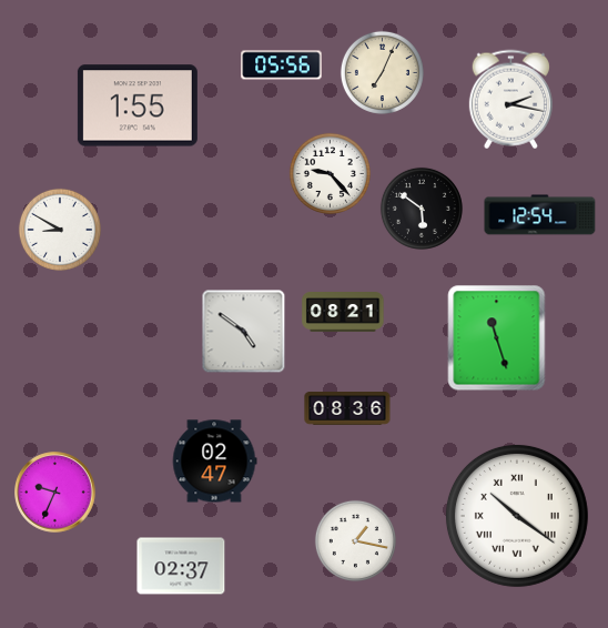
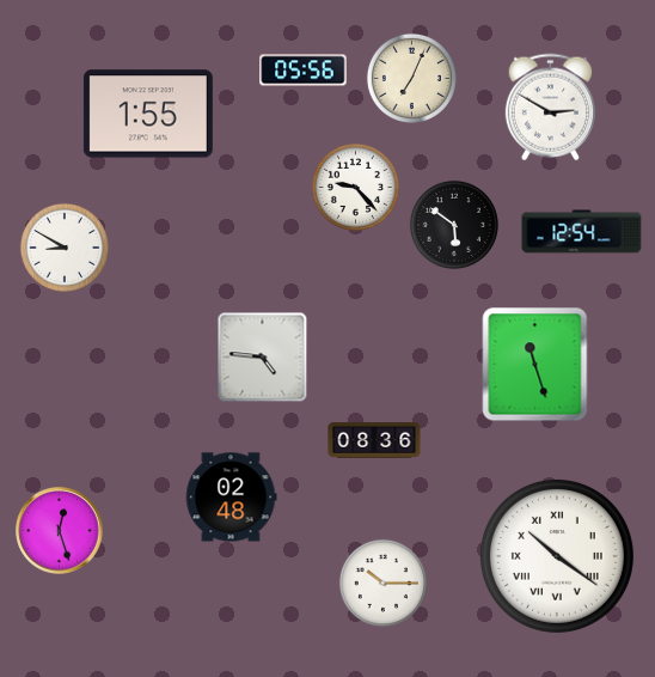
clock at (510, 100): 2:17 -> 2:50
clock at (343, 312): 08:21 -> none
clock at (244, 332): 4:51 -> 4:46
clock at (214, 462): 02:47 -> 02:48
clock at (55, 493): 9:34 -> 12:27
clock at (355, 540): 1:17 -> 10:15
clock at (181, 566): 02:37 -> none
